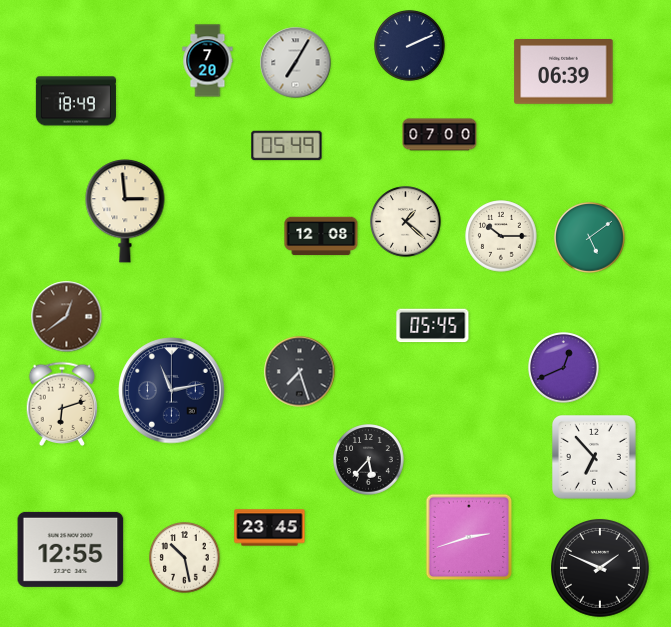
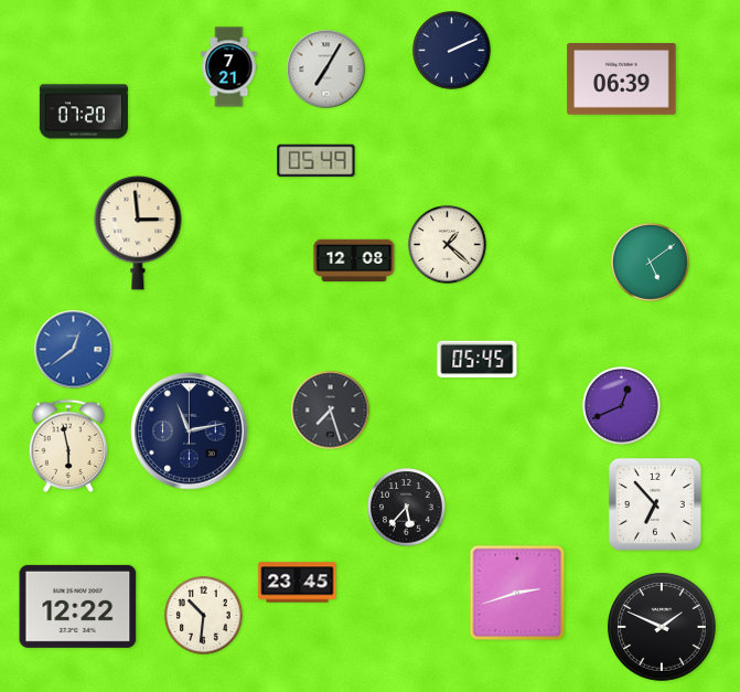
clock at (208, 61): 7:20 -> 7:21
clock at (76, 101): 18:49 -> 07:20
clock at (440, 135): 07:00 -> none
clock at (501, 236): 10:15 -> none
clock at (67, 317) dial: brown -> blue
clock at (62, 404): 6:12 -> 5:58
clock at (71, 549): 12:55 -> 12:22
clock at (185, 558): 10:28 -> 10:31
